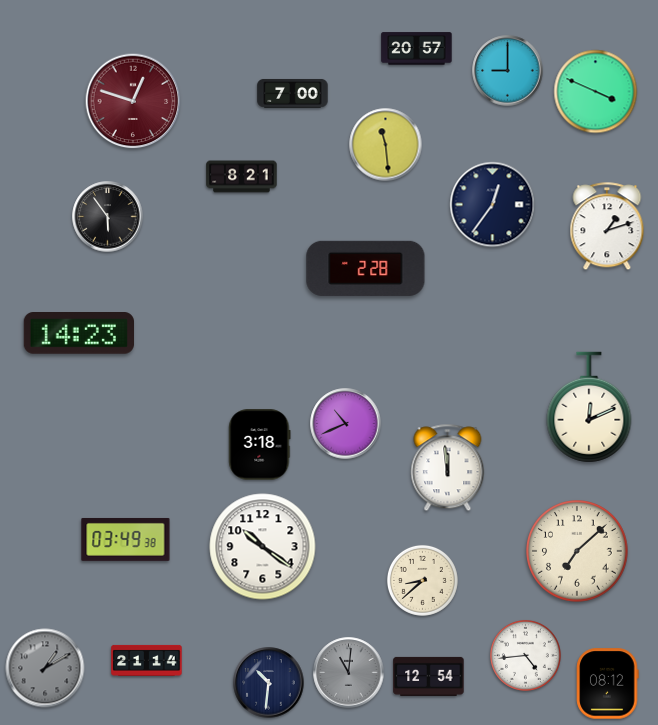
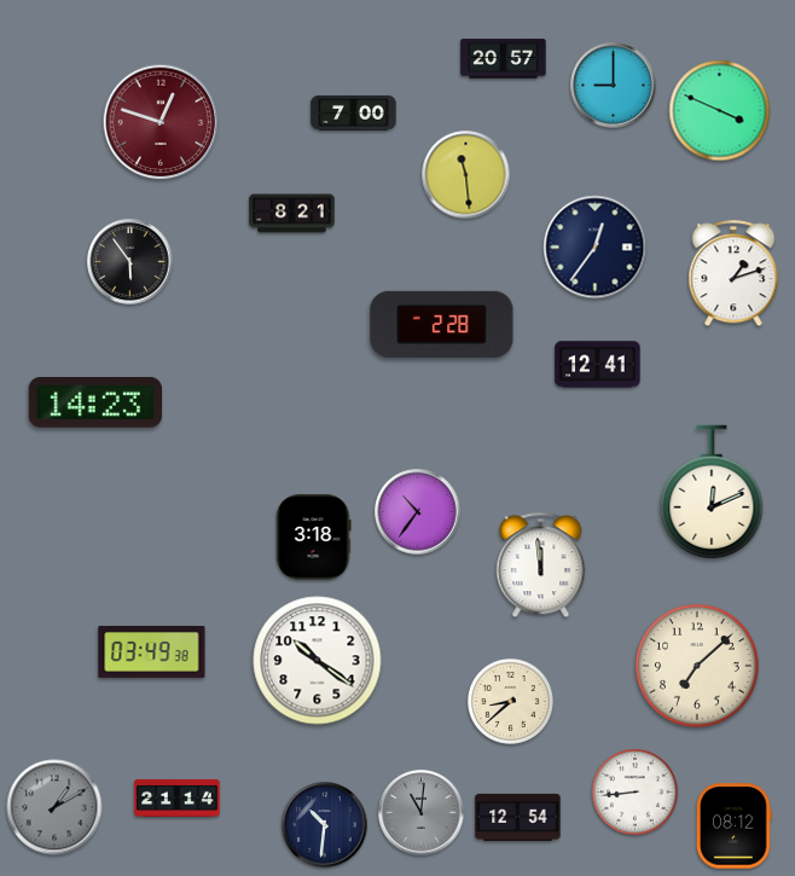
clock at (598, 365): none -> 12:41
clock at (346, 424): 10:41 -> 10:36
clock at (525, 655): 4:44 -> 8:44
